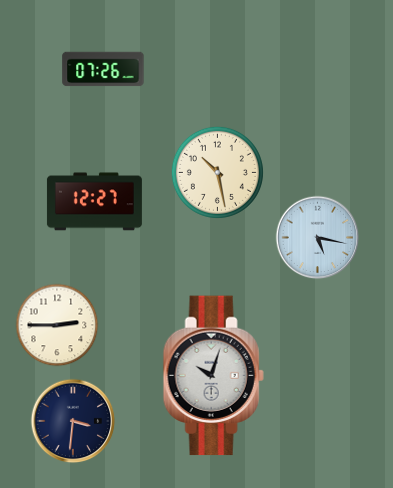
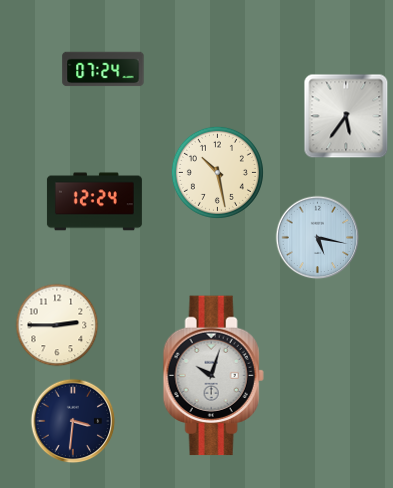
clock at (103, 69): 07:26 -> 07:24
clock at (346, 116): none -> 5:36
clock at (94, 202): 12:27 -> 12:24
